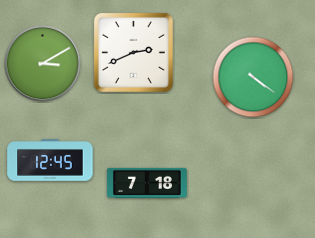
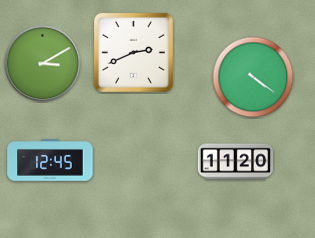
clock at (236, 162): none -> 11:20
clock at (147, 183): 7:18 -> none
